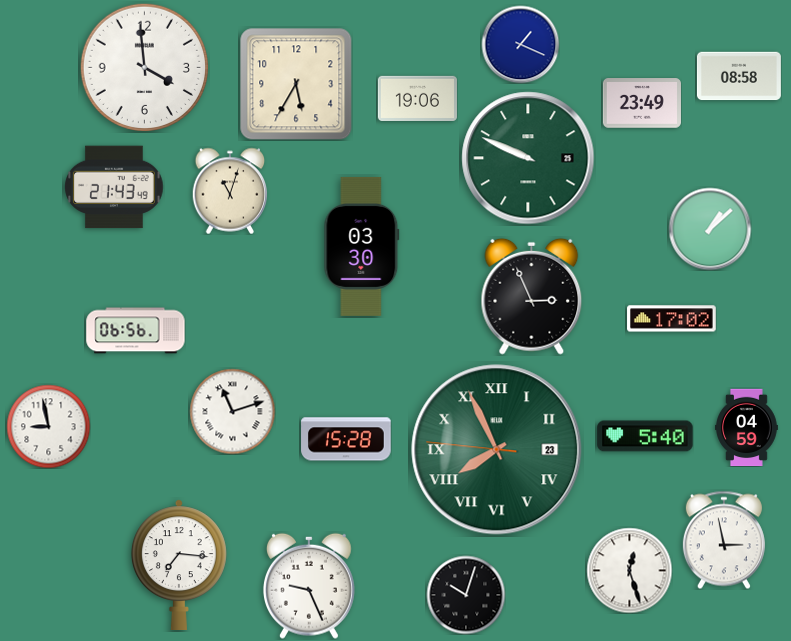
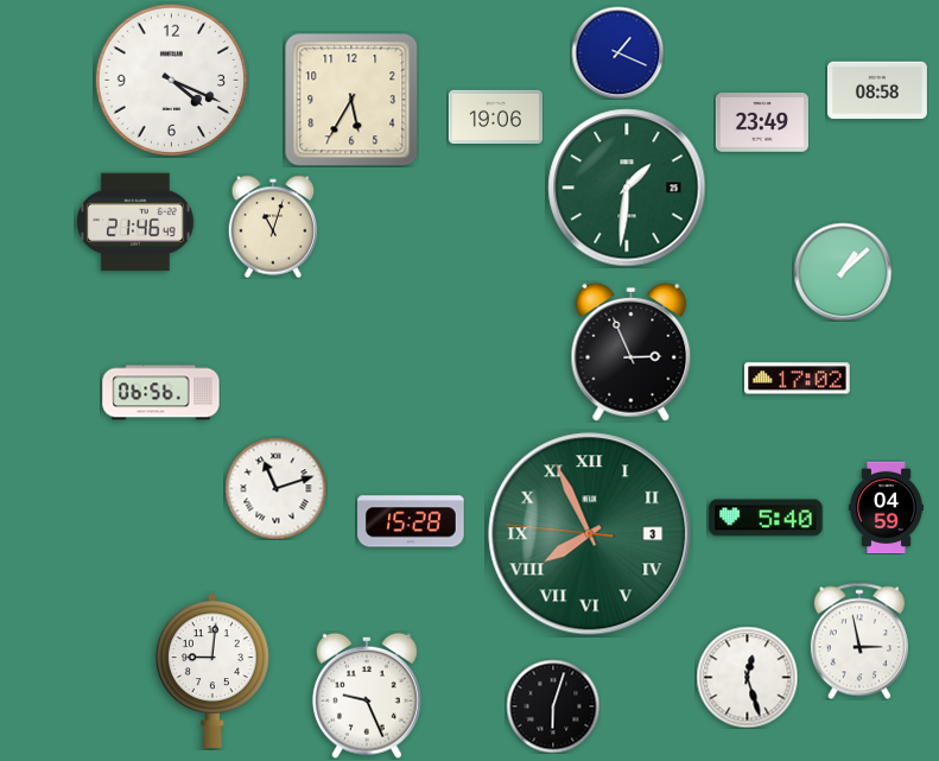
clock at (144, 67): 3:59 -> 4:19
clock at (528, 158): 9:49 -> 1:31
clock at (114, 187): 21:43 -> 21:46
clock at (362, 246): 03:30 -> none
clock at (48, 426): 8:58 -> none
clock at (497, 450) date: 23 -> 3
clock at (179, 564): 7:16 -> 9:01
clock at (466, 595): 10:03 -> 6:03
